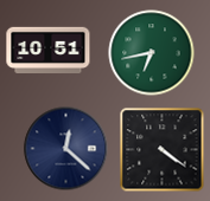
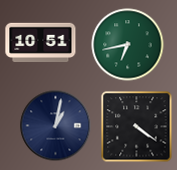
clock at (66, 149): 12:22 -> 1:02
